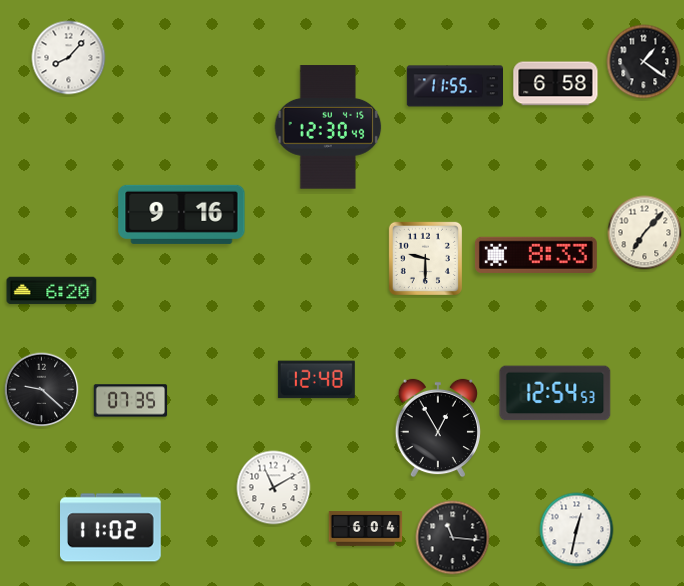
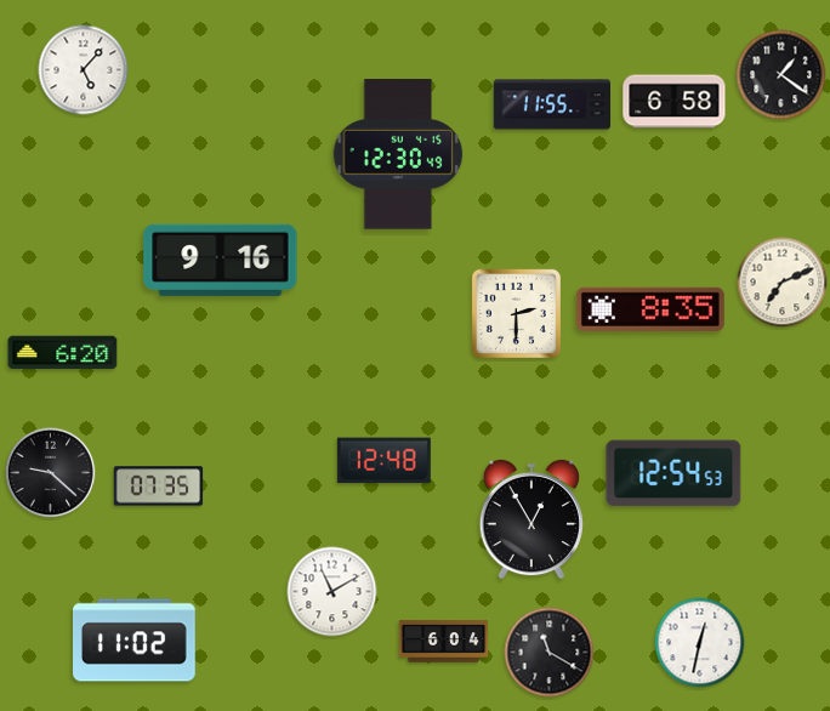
clock at (69, 58): 8:07 -> 5:07
clock at (645, 233): 7:07 -> 7:11
clock at (536, 255): 8:33 -> 8:35
clock at (425, 258): 9:30 -> 2:30
clock at (555, 393) position: (555, 393) -> (673, 473)
clock at (453, 538): 11:16 -> 11:20
